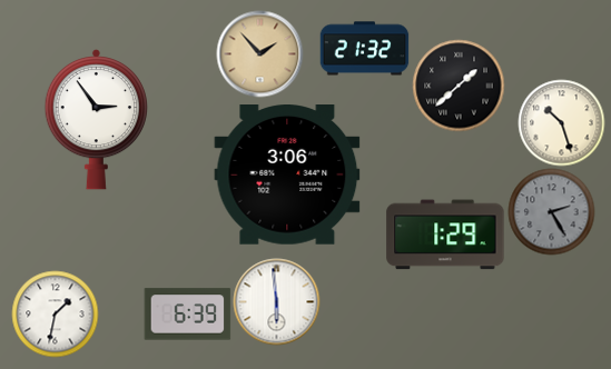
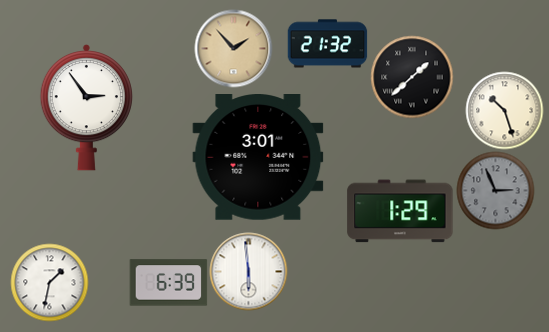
clock at (287, 176): 3:06 -> 3:01
clock at (551, 211): 2:25 -> 2:56
